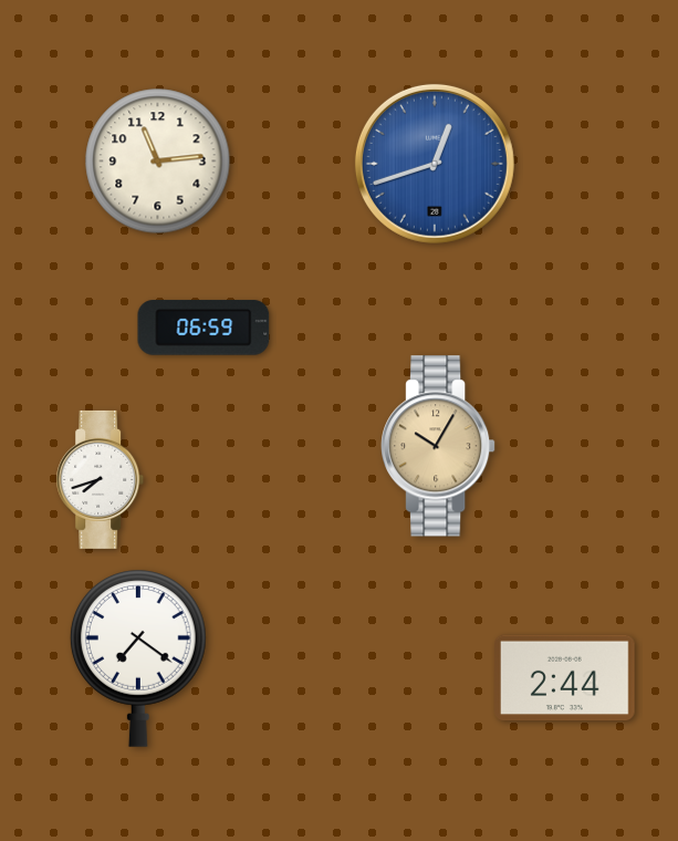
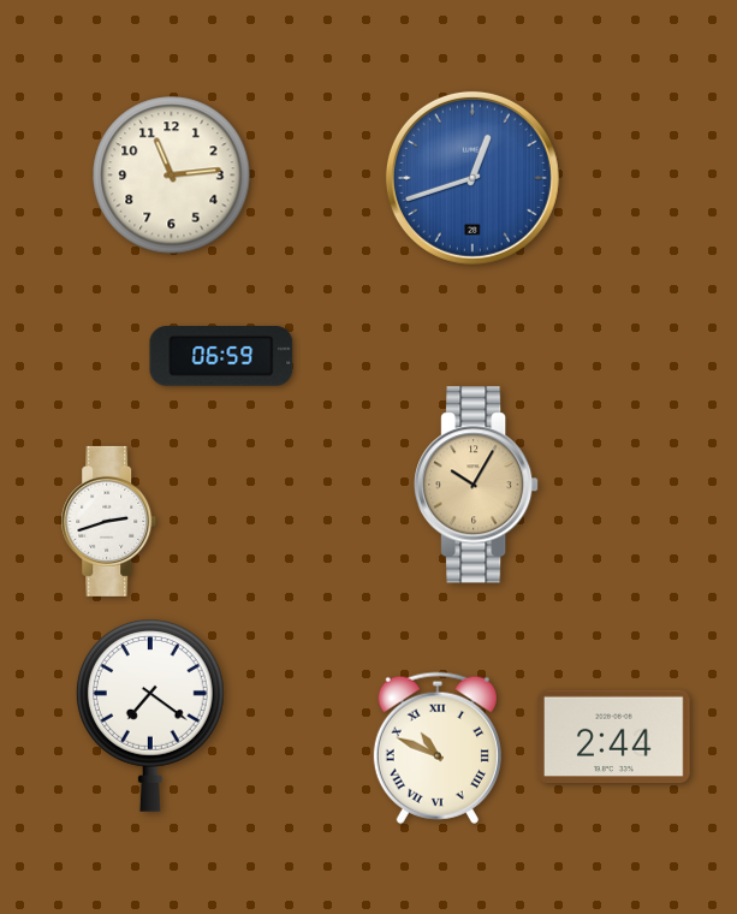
clock at (101, 479): 7:42 -> 2:42
clock at (438, 748): none -> 10:49
